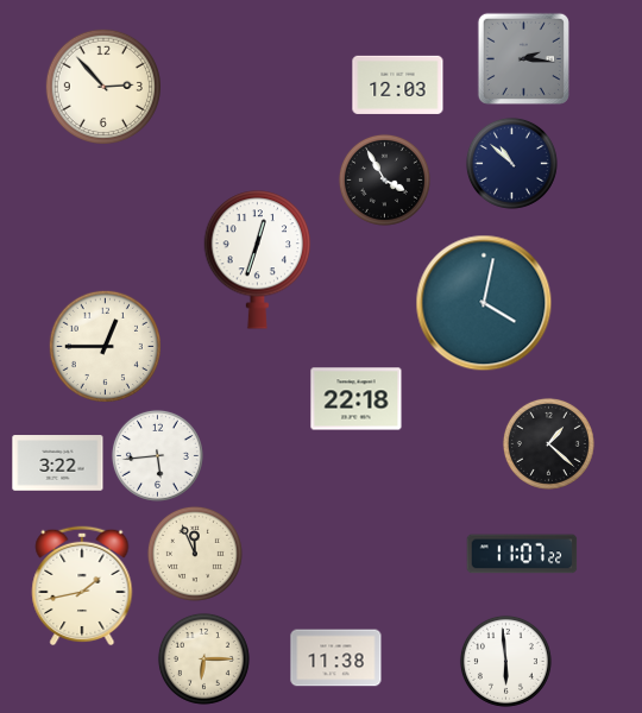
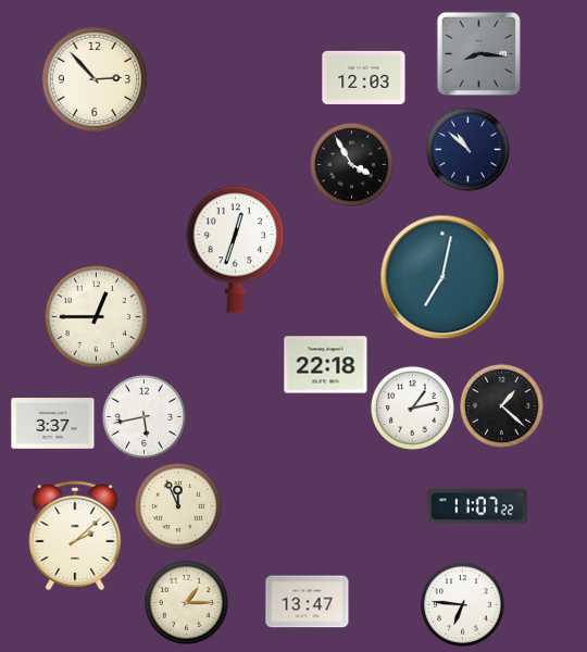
clock at (523, 58): 2:16 -> 8:16
clock at (258, 260) position: (258, 260) -> (236, 250)
clock at (484, 303): 4:02 -> 7:02
clock at (412, 407): none -> 1:13
clock at (157, 455): 5:44 -> 5:43
clock at (58, 463): 3:22 -> 3:37
clock at (82, 586): 1:43 -> 2:08
clock at (203, 658): 6:15 -> 1:15
clock at (336, 658): 11:38 -> 13:47
clock at (505, 661): 5:59 -> 6:46
